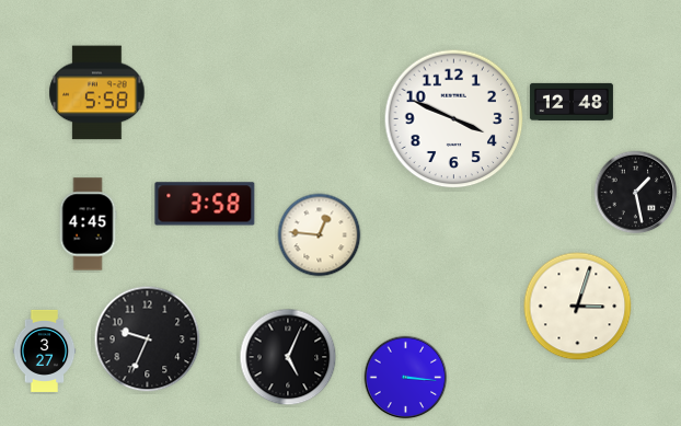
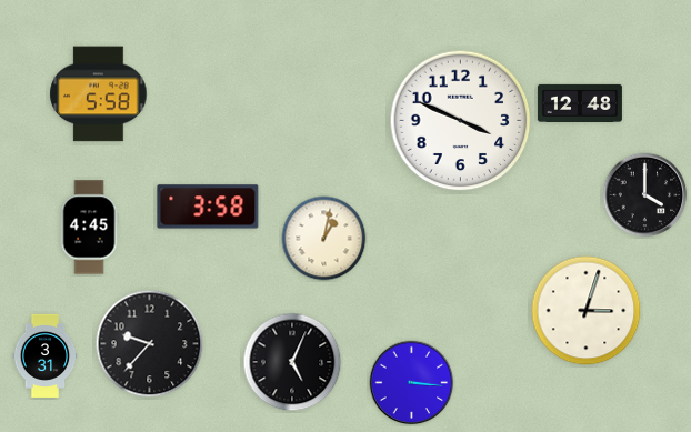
clock at (636, 193): 1:28 -> 4:00
clock at (320, 235): 12:46 -> 1:02
clock at (148, 339): 9:34 -> 9:37
clock at (45, 350): 3:27 -> 3:31
